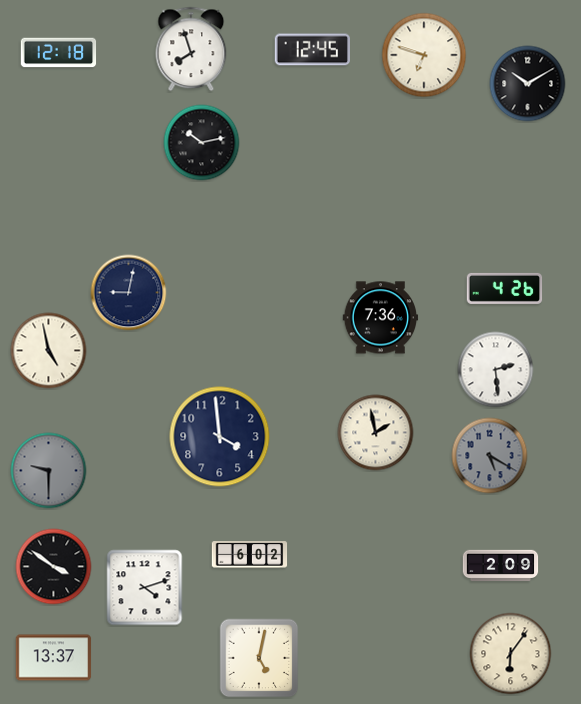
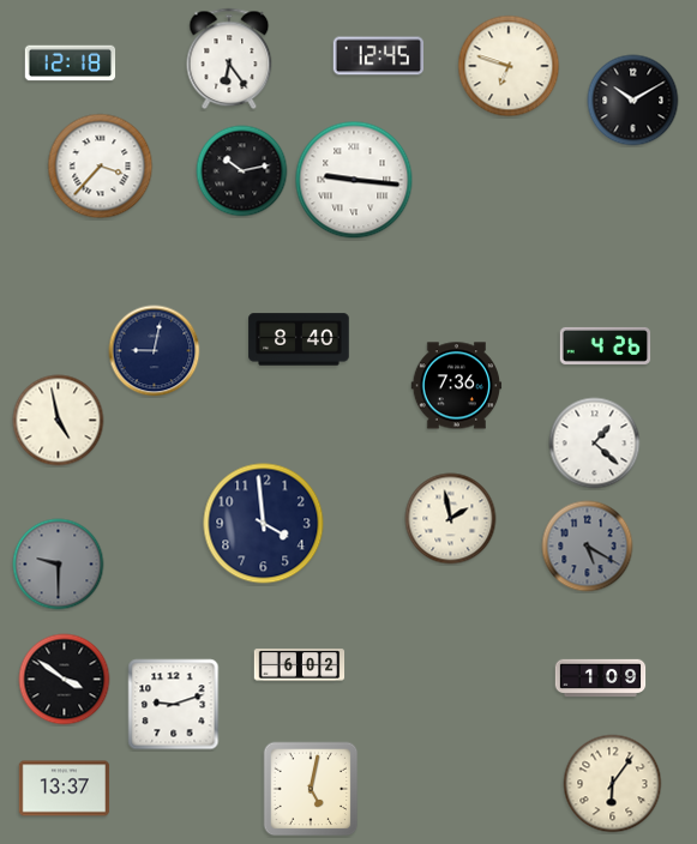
clock at (191, 49): 7:57 -> 6:24
clock at (312, 50) position: (312, 50) -> (378, 56)
clock at (101, 167): none -> 3:37
clock at (354, 180): none -> 9:16
clock at (299, 339): none -> 8:40
clock at (381, 318) position: (381, 318) -> (457, 386)
clock at (496, 370): 2:29 -> 1:22
clock at (501, 566): 2:09 -> 1:09
clock at (145, 588): 4:12 -> 9:12
